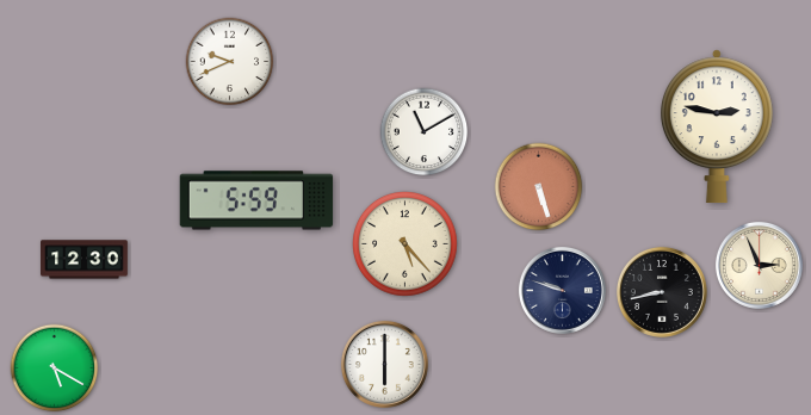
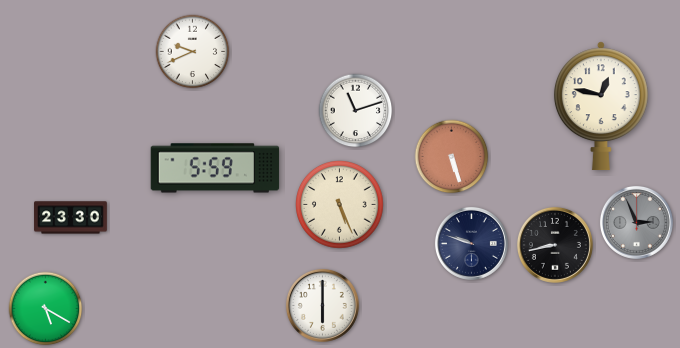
clock at (717, 126): 2:47 -> 12:47
clock at (425, 132): 11:10 -> 11:12
clock at (405, 244): 5:23 -> 5:26
clock at (85, 260): 12:30 -> 23:30
clock at (759, 265) dial: cream -> grey
